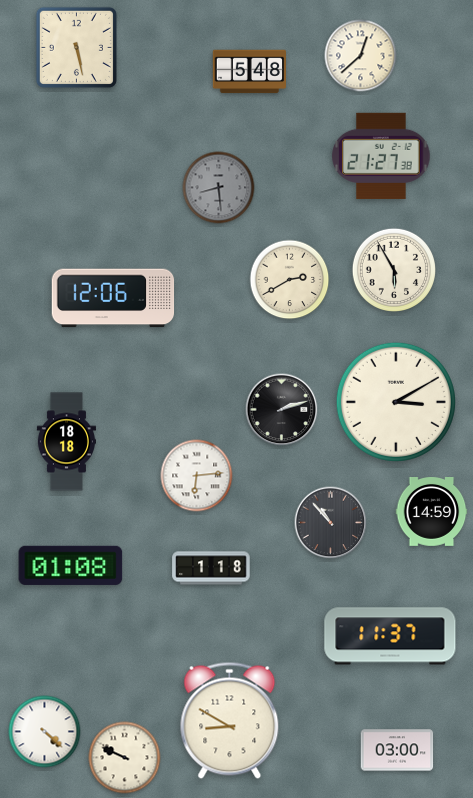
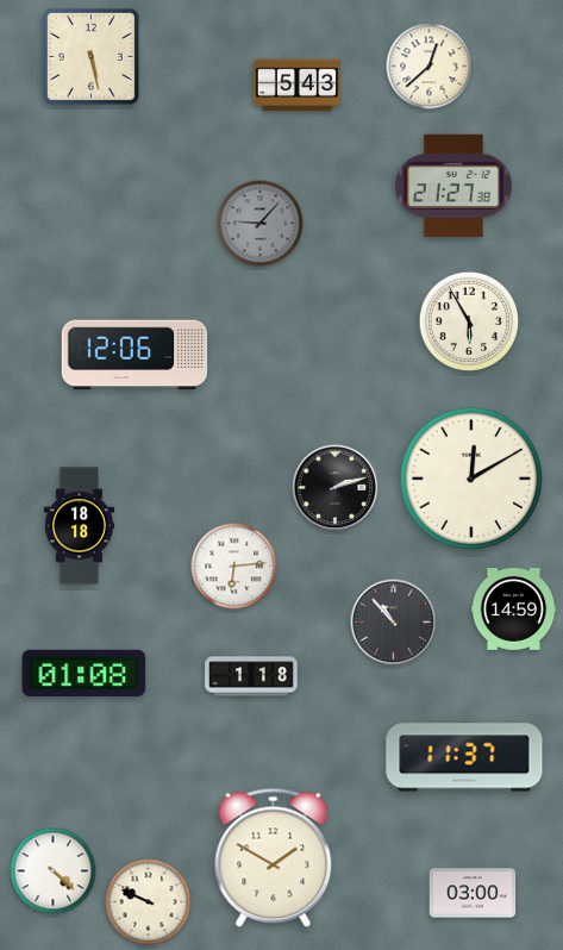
clock at (249, 72): 5:48 -> 5:43
clock at (219, 188): 8:29 -> 9:07
clock at (290, 280): 2:40 -> none
clock at (396, 402): 3:10 -> 12:10
clock at (230, 720): 8:50 -> 1:50
